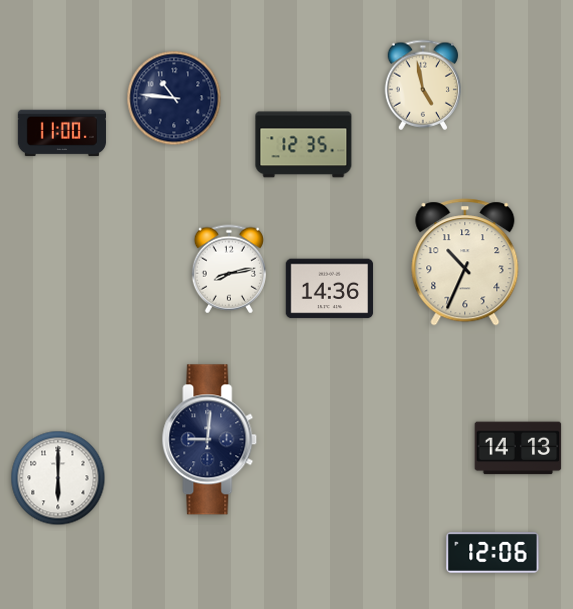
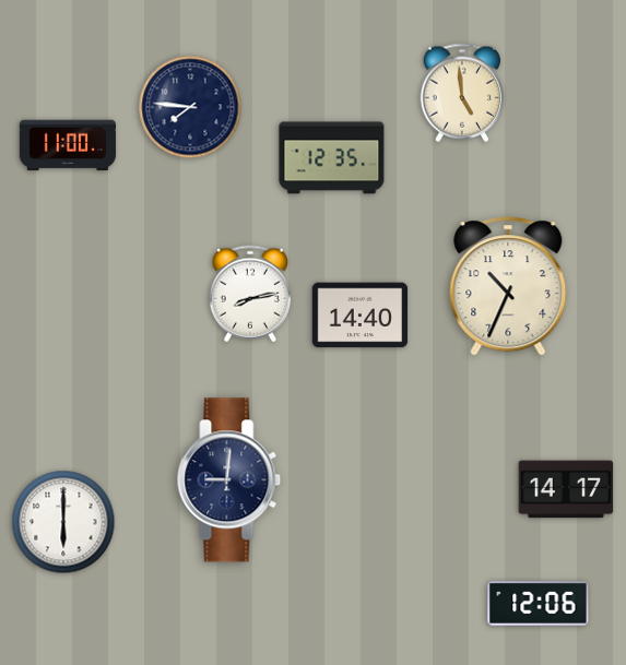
clock at (423, 85): 4:58 -> 4:59
clock at (174, 98): 10:46 -> 7:46
clock at (330, 289): 14:36 -> 14:40
clock at (518, 448): 14:13 -> 14:17
